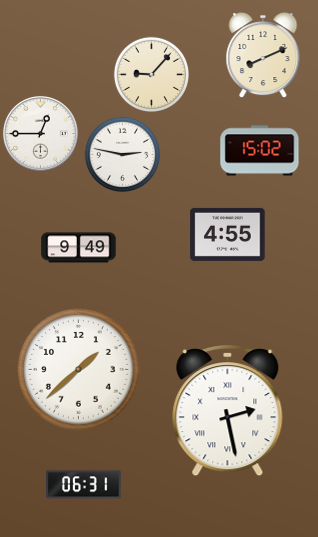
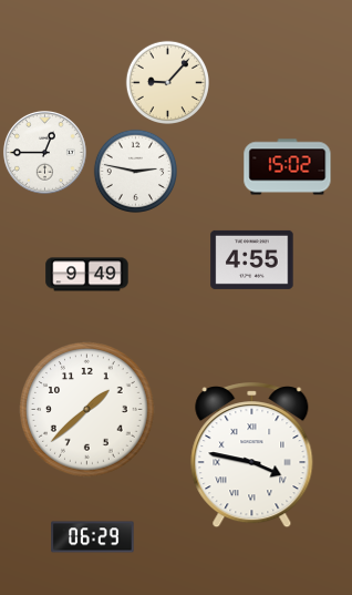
clock at (263, 56): 8:11 -> none
clock at (40, 133) position: (40, 133) -> (44, 152)
clock at (228, 411): 2:28 -> 3:47
clock at (84, 485): 06:31 -> 06:29
